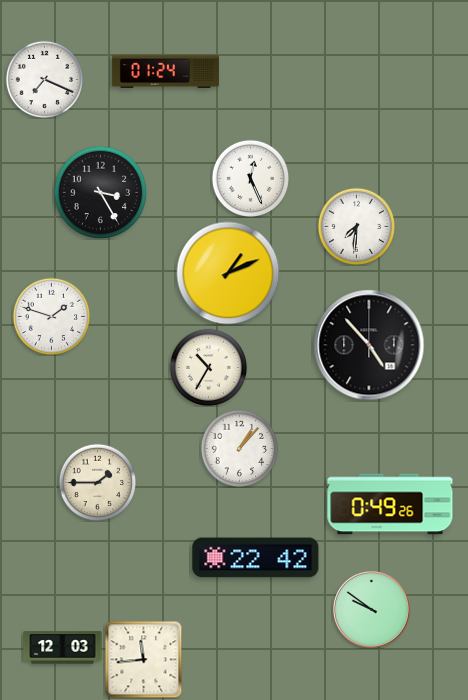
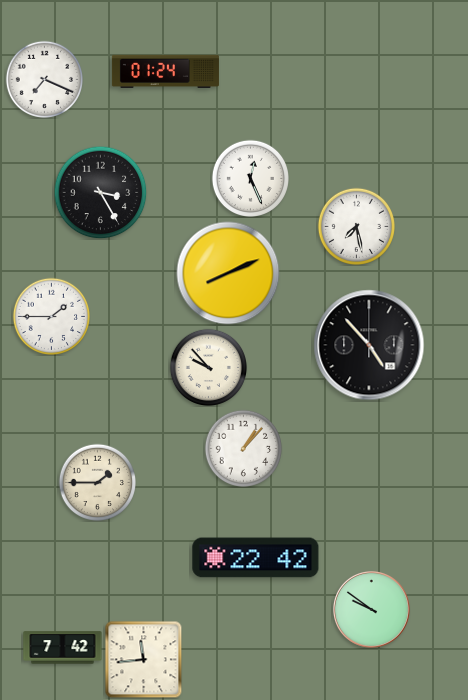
clock at (356, 226): 7:31 -> 7:28
clock at (228, 273): 1:11 -> 8:11
clock at (51, 316): 1:48 -> 1:45
clock at (208, 367): 10:35 -> 9:53
clock at (239, 448) position: (239, 448) -> (243, 448)
clock at (390, 504): 0:49 -> none
clock at (63, 648): 12:03 -> 7:42
